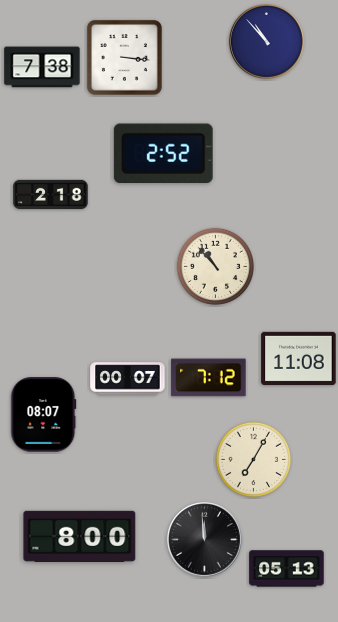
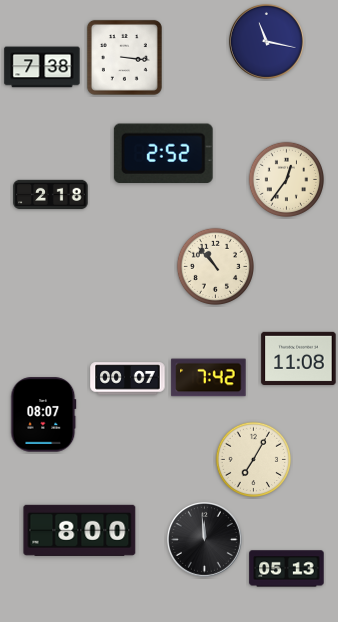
clock at (266, 41): 10:53 -> 11:17
clock at (287, 180): none -> 12:36
clock at (209, 378): 7:12 -> 7:42
clock at (80, 536) position: (80, 536) -> (80, 530)
